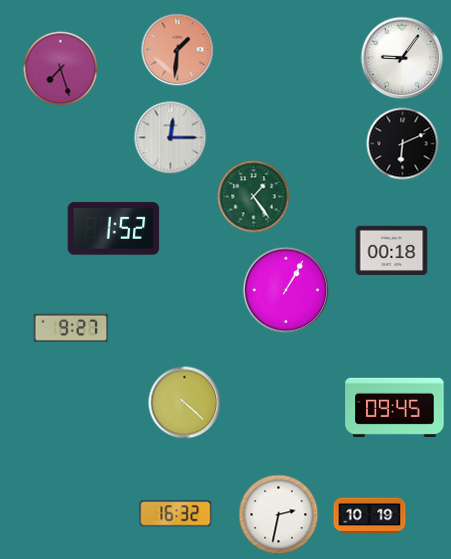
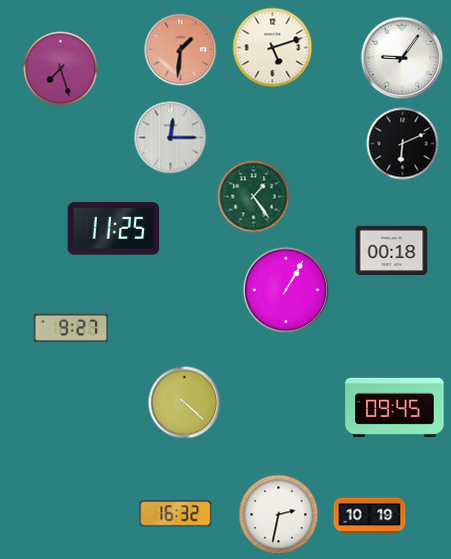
clock at (273, 48): none -> 5:12
clock at (178, 50) position: (178, 50) -> (181, 50)
clock at (114, 229): 1:52 -> 11:25
